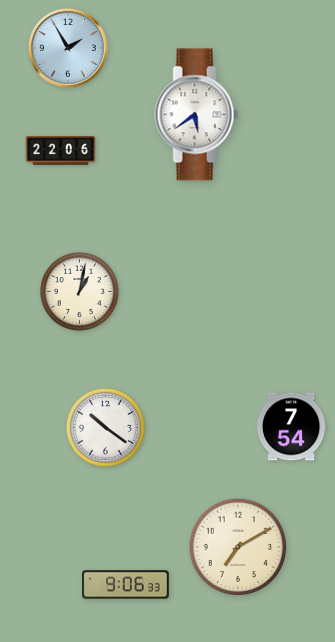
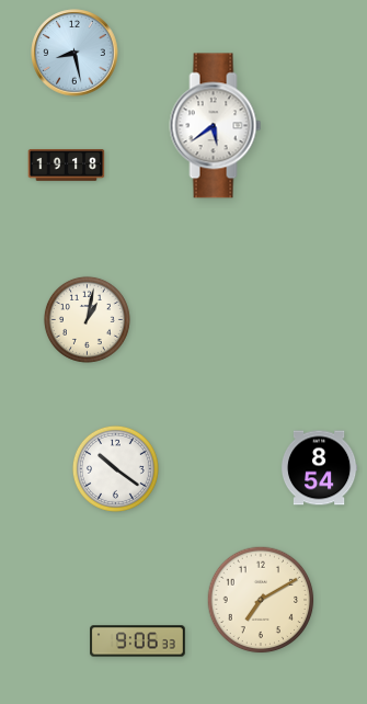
clock at (68, 48): 1:55 -> 8:28
clock at (61, 151): 22:06 -> 19:18
clock at (291, 427): 7:54 -> 8:54
